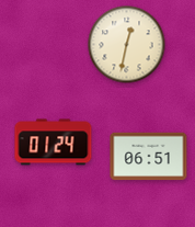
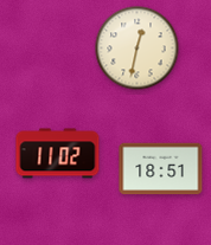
clock at (54, 143): 01:24 -> 11:02
clock at (149, 157): 06:51 -> 18:51
